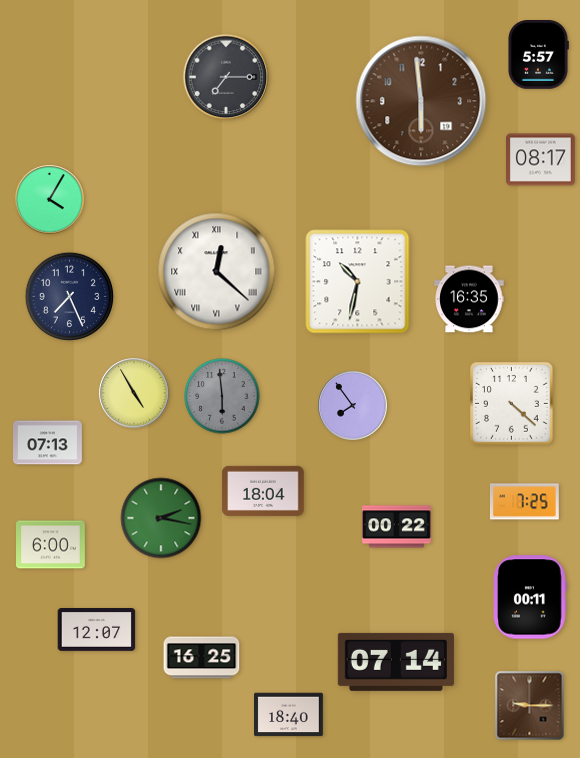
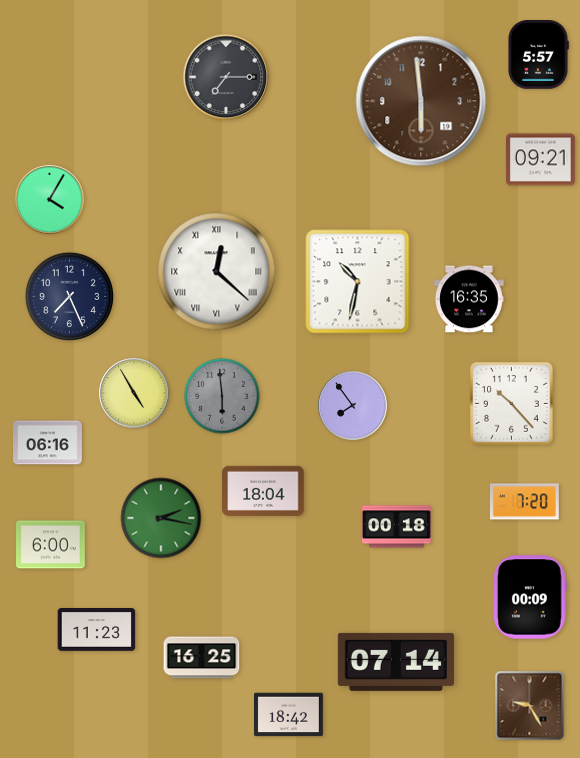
clock at (541, 160): 08:17 -> 09:21
clock at (512, 404): 4:22 -> 10:23
clock at (48, 443): 07:13 -> 06:16
clock at (524, 502): 7:25 -> 7:20
clock at (397, 527): 00:22 -> 00:18
clock at (530, 597): 00:11 -> 00:09
clock at (97, 630): 12:07 -> 11:23
clock at (530, 706): 9:15 -> 9:25
clock at (289, 715): 18:40 -> 18:42
